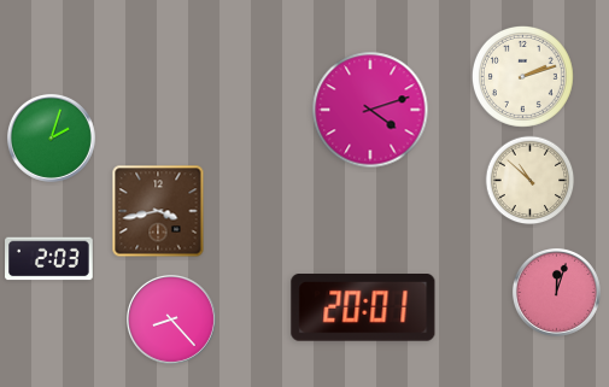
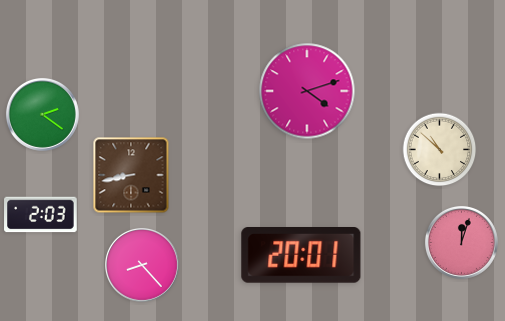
clock at (522, 76): 2:12 -> none
clock at (51, 137): 2:03 -> 2:21
clock at (158, 211): 3:43 -> 8:43
